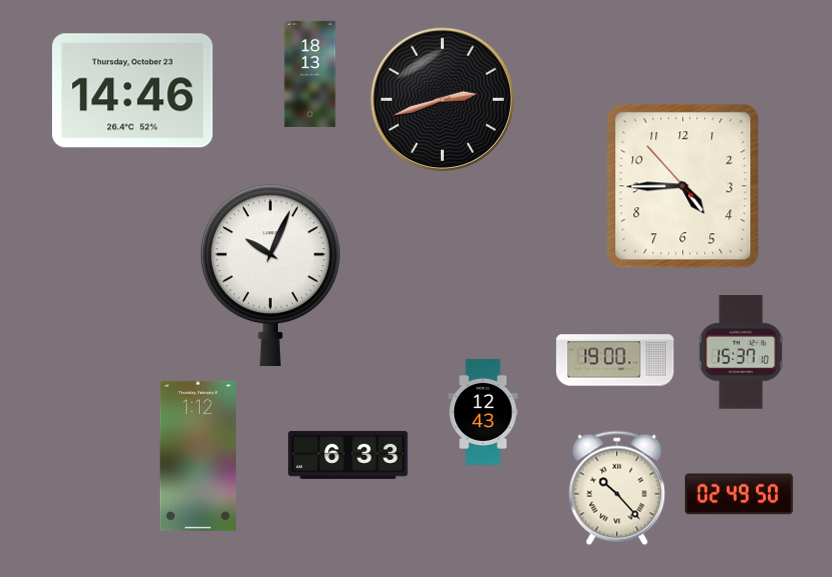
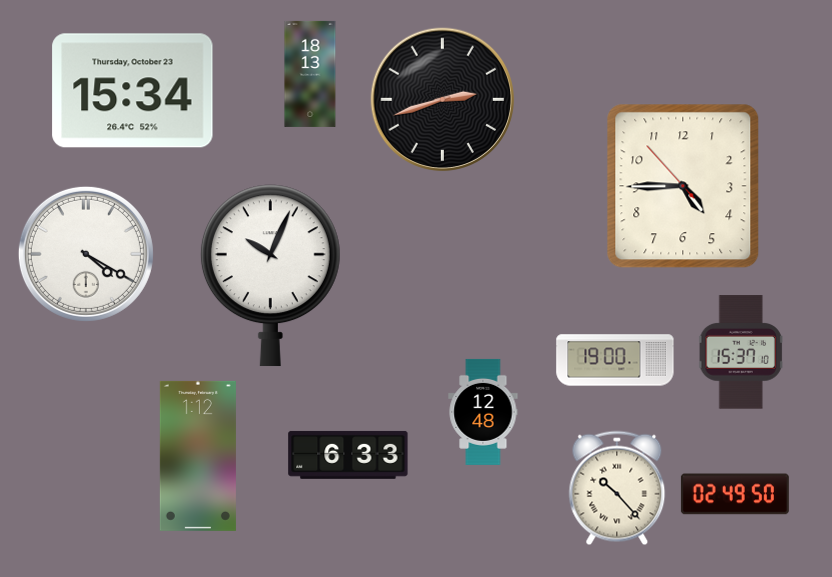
clock at (133, 91): 14:46 -> 15:34
clock at (86, 254): none -> 4:20
clock at (483, 412): 12:43 -> 12:48
clock at (739, 494) position: (739, 494) -> (735, 494)
